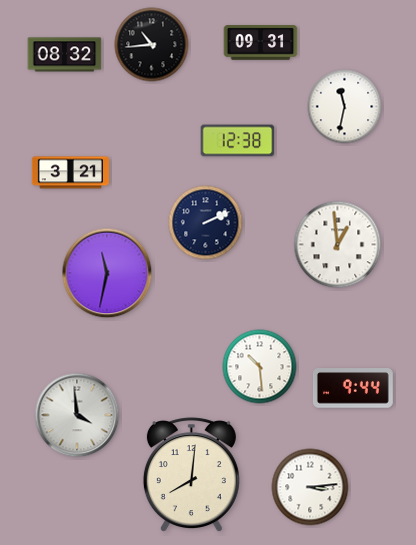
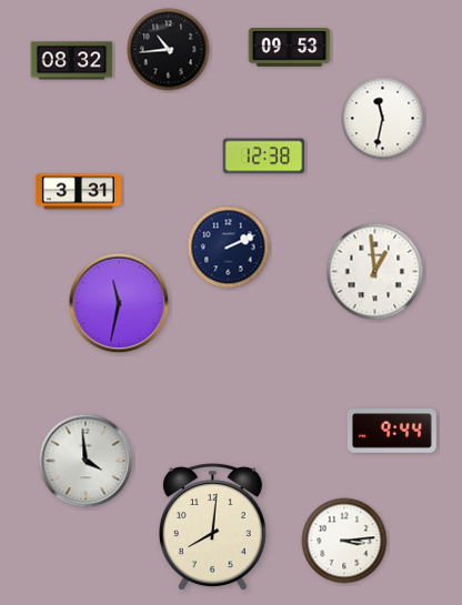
clock at (261, 43): 09:31 -> 09:53
clock at (70, 173): 3:21 -> 3:31
clock at (260, 367): 10:29 -> none
